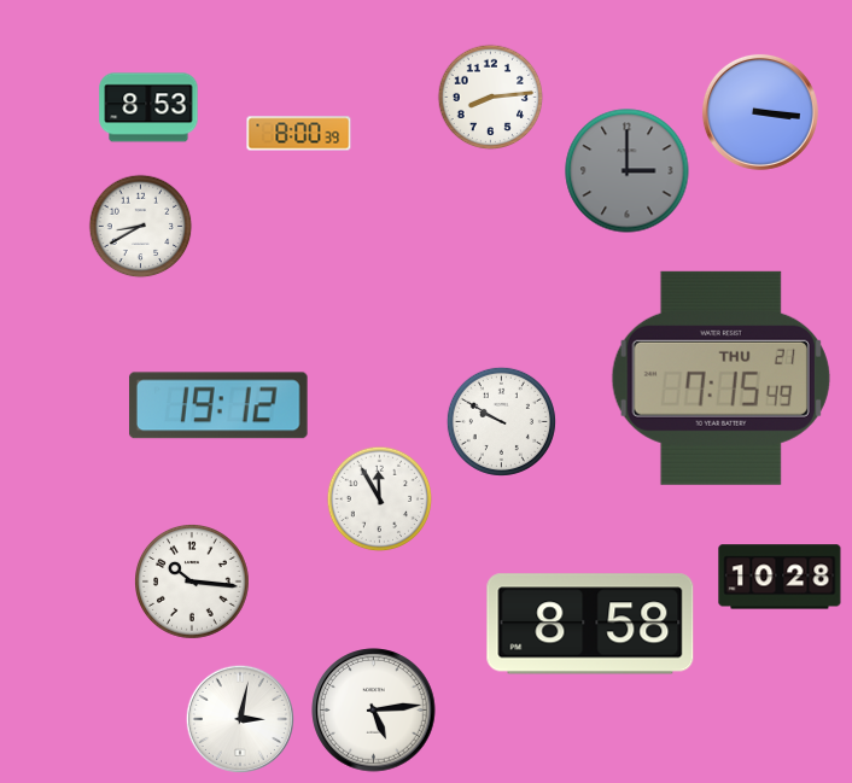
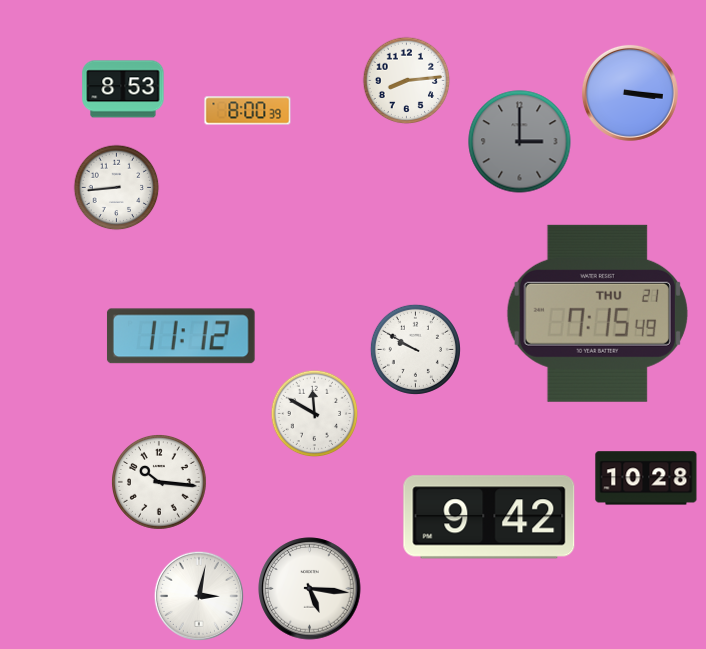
clock at (141, 227): 8:40 -> 8:44
clock at (218, 405): 19:12 -> 11:12
clock at (380, 499): 11:55 -> 11:50
clock at (590, 624): 8:58 -> 9:42
clock at (374, 711): 5:14 -> 5:16
